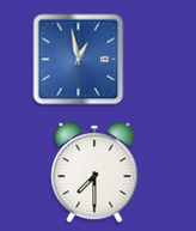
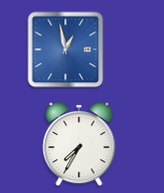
clock at (94, 174): 7:30 -> 7:35
